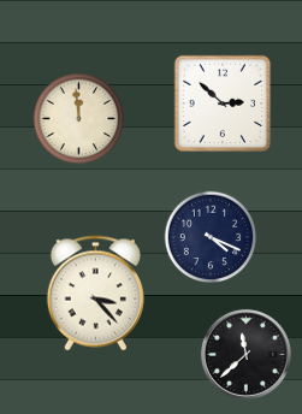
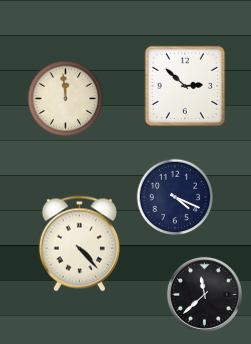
clock at (95, 294): 3:23 -> 4:23
